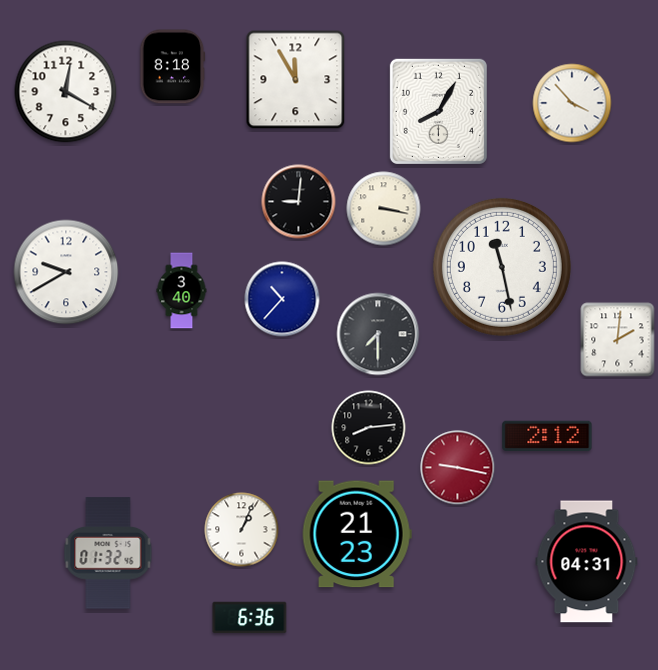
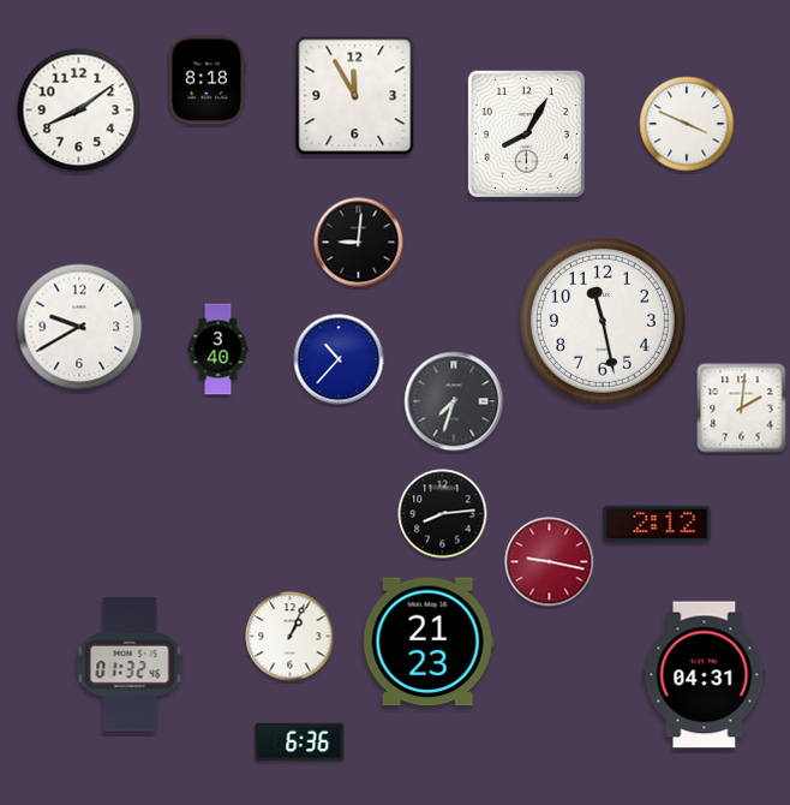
clock at (66, 92): 12:20 -> 8:09
clock at (572, 103): 3:53 -> 3:49
clock at (384, 209): 3:17 -> none
clock at (378, 334): 7:30 -> 7:33
